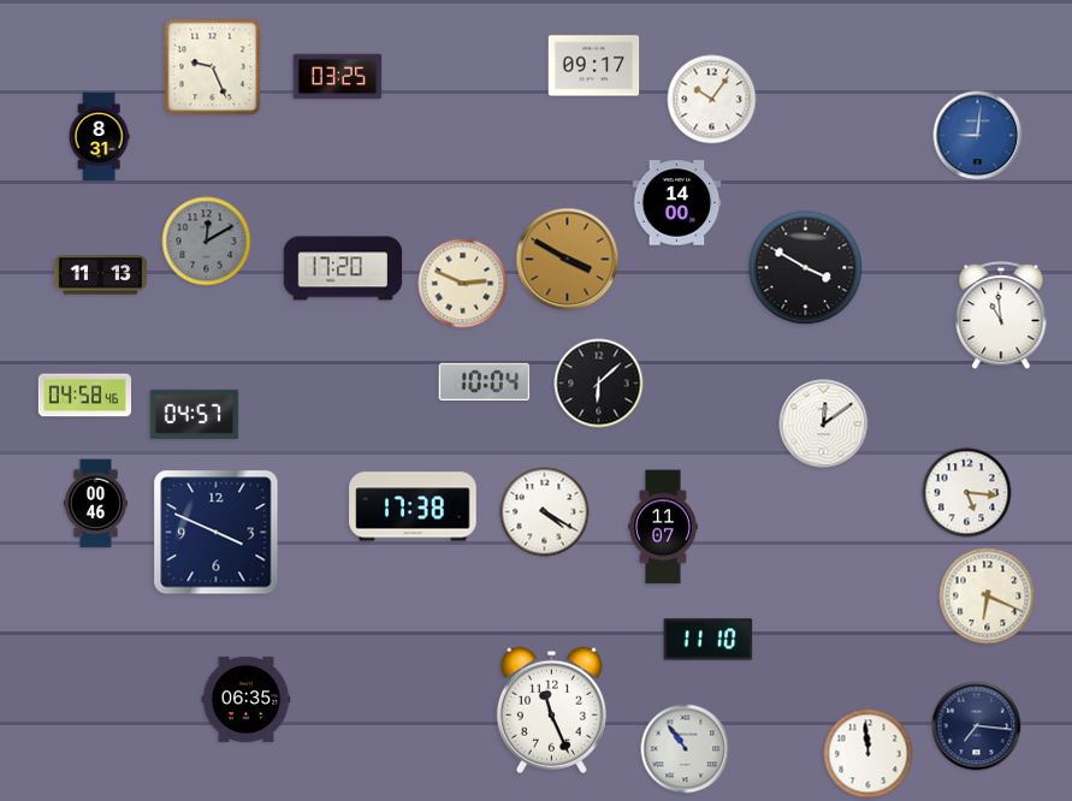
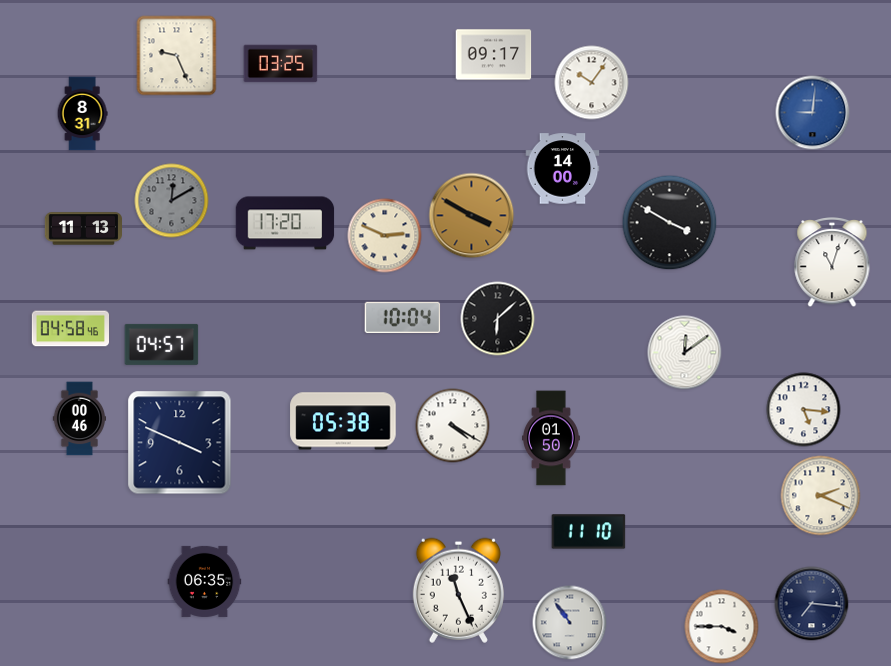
clock at (1001, 315): 10:59 -> 11:03
clock at (413, 506): 17:38 -> 05:38
clock at (664, 527): 11:07 -> 01:50
clock at (988, 597): 6:19 -> 2:19
clock at (869, 754): 11:59 -> 3:45
